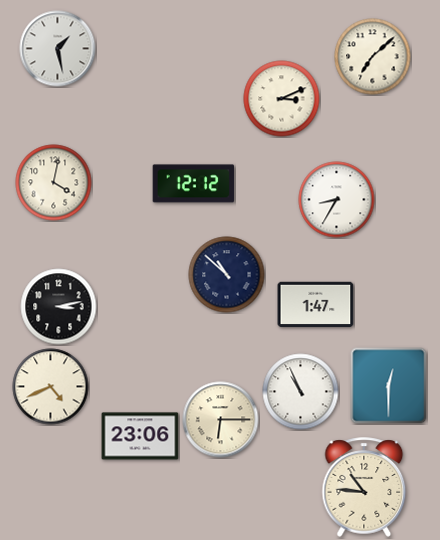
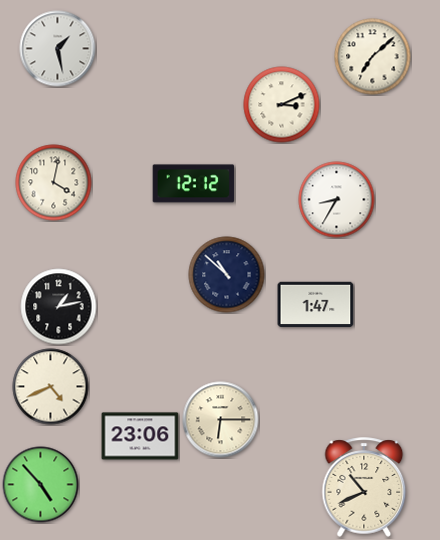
clock at (282, 99) position: (282, 99) -> (282, 105)
clock at (59, 307): 3:13 -> 1:13
clock at (389, 386): 12:30 -> none
clock at (301, 392): 10:56 -> none
clock at (41, 485): none -> 4:53
clock at (364, 487): 10:46 -> 10:41
